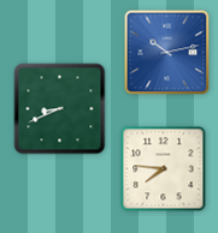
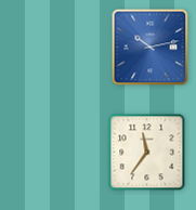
clock at (60, 109): 8:41 -> none
clock at (164, 169): 7:46 -> 11:36
